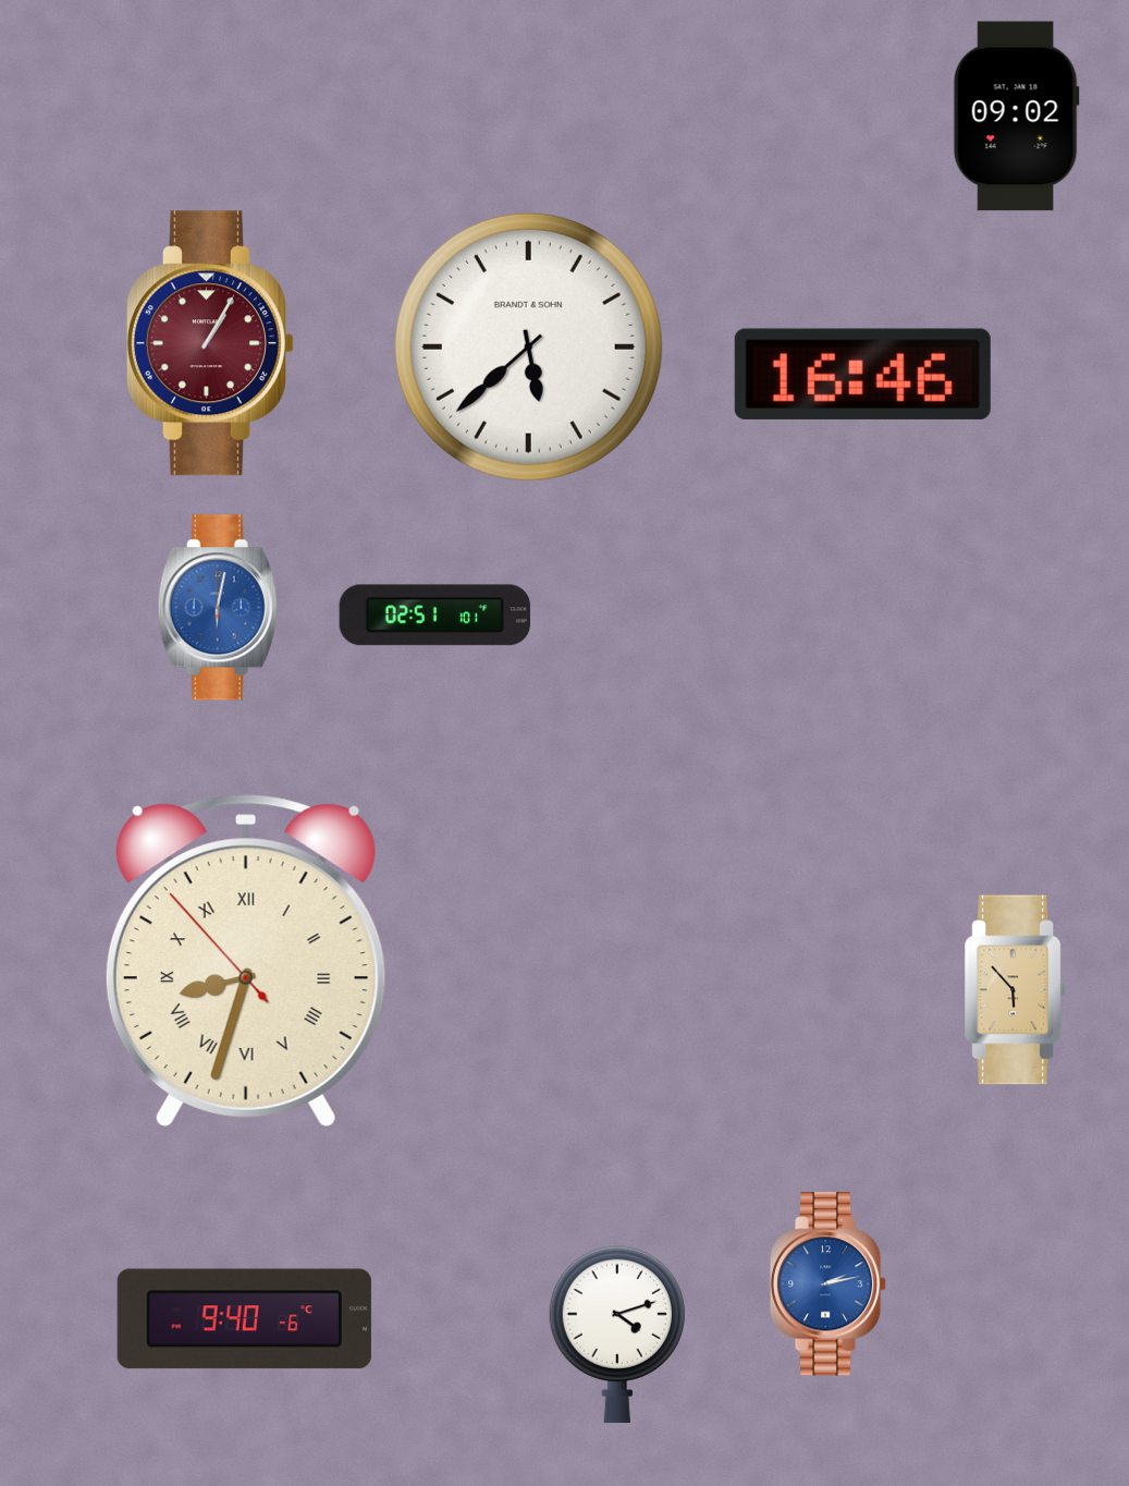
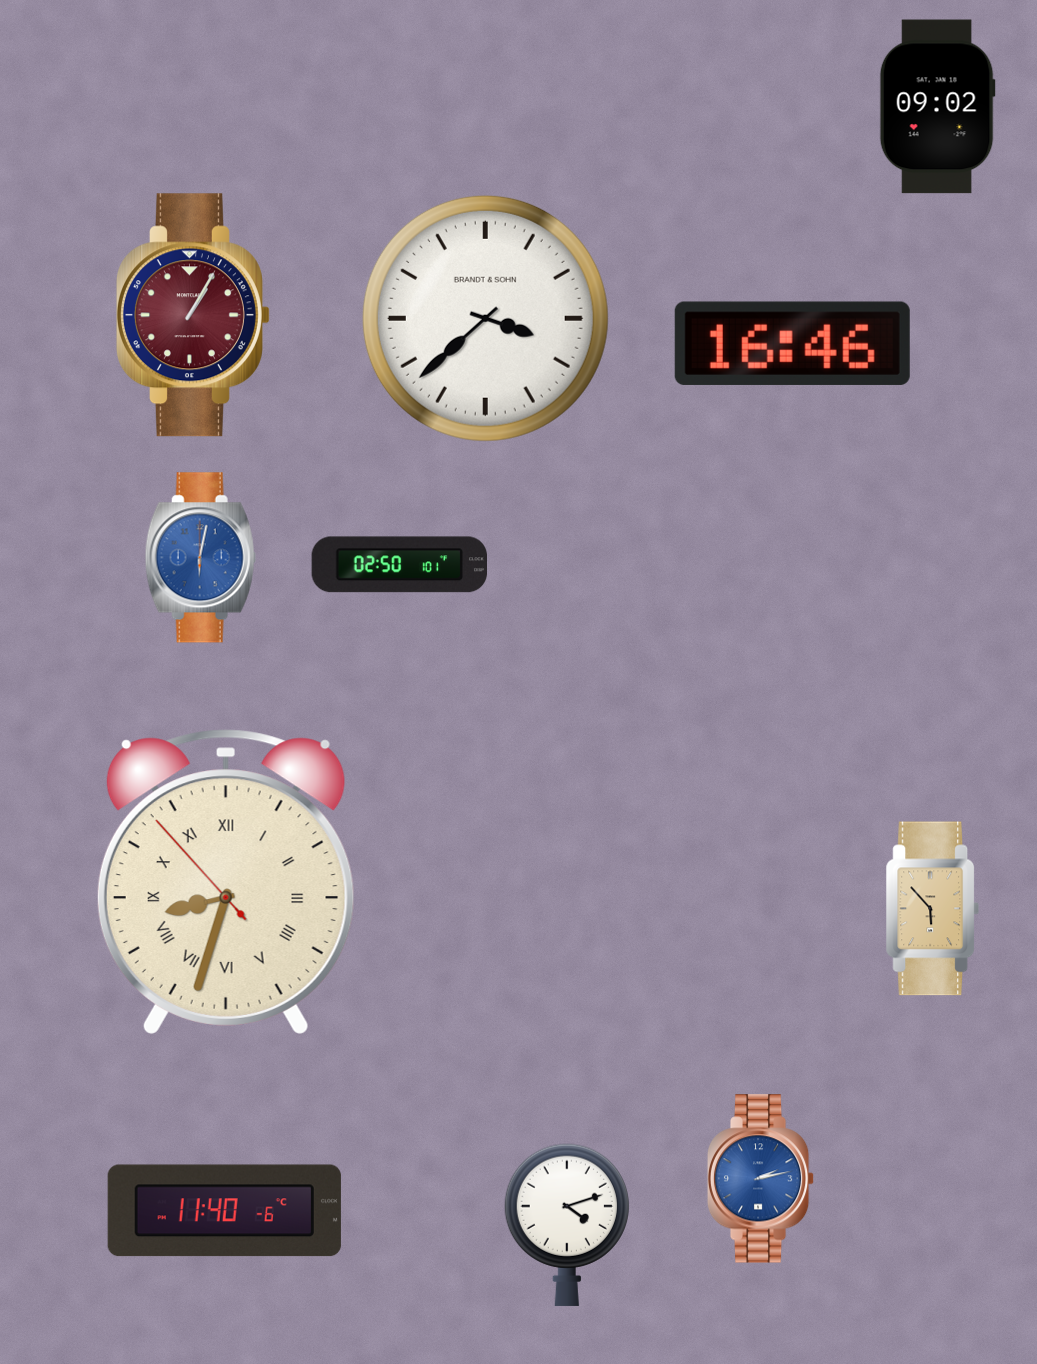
clock at (1016, 117) position: (1016, 117) -> (937, 107)
clock at (528, 346): 5:38 -> 3:38
clock at (434, 616): 02:51 -> 02:50
clock at (244, 1319): 9:40 -> 11:40
